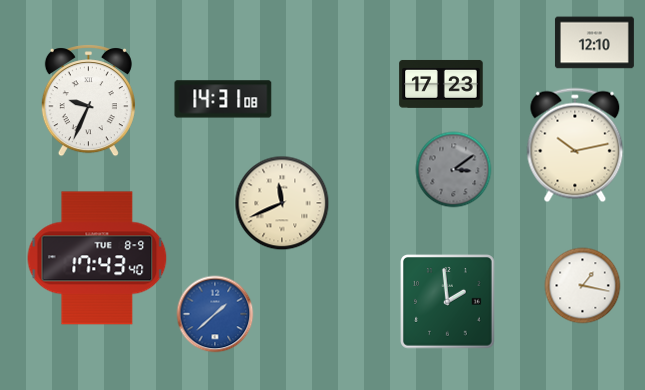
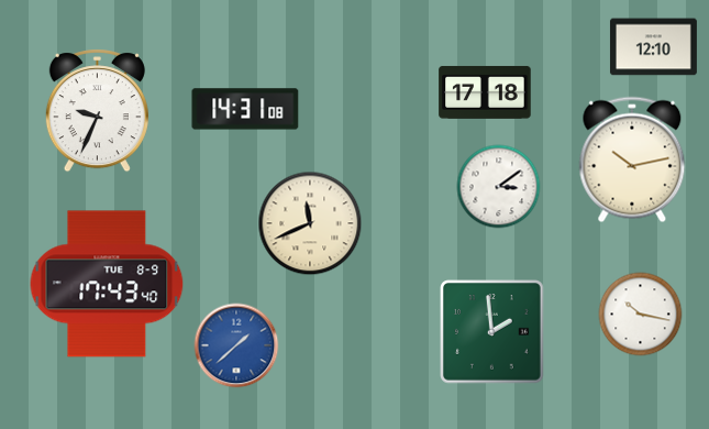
clock at (441, 84): 17:23 -> 17:18
clock at (454, 170) dial: grey -> white
clock at (583, 286): 1:17 -> 10:17
